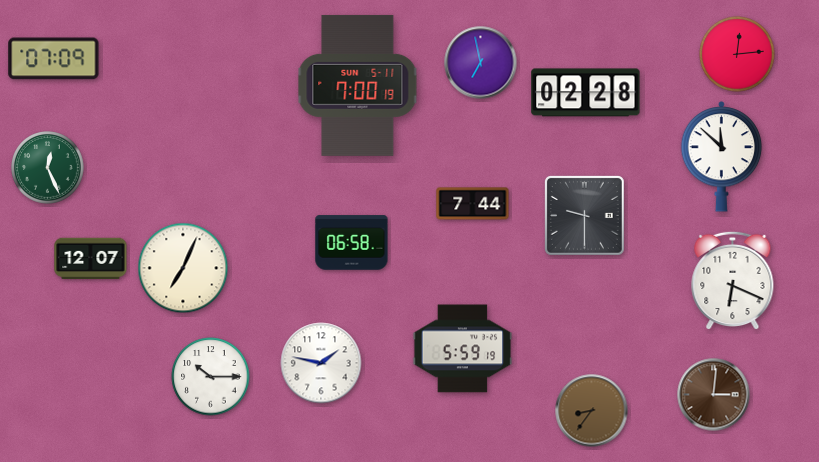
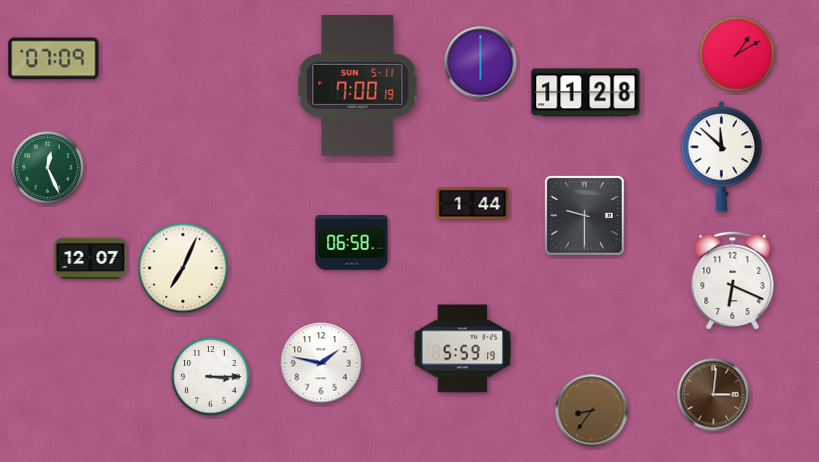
clock at (737, 54): 12:14 -> 1:10
clock at (481, 63): 6:58 -> 6:00
clock at (586, 93): 02:28 -> 11:28
clock at (473, 204): 7:44 -> 1:44
clock at (211, 377): 10:15 -> 3:15
